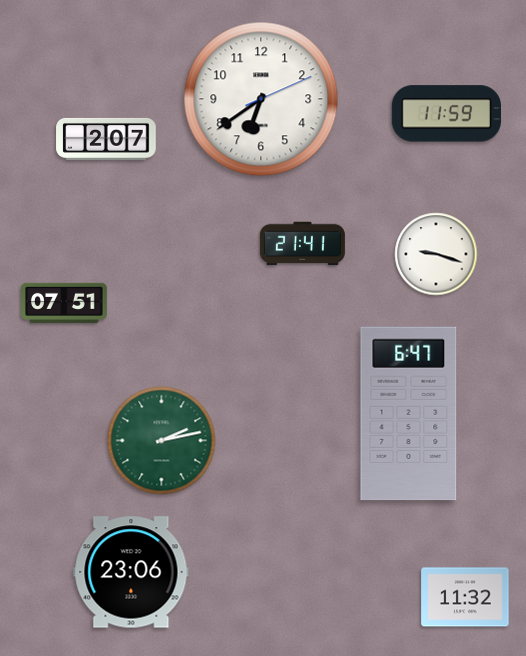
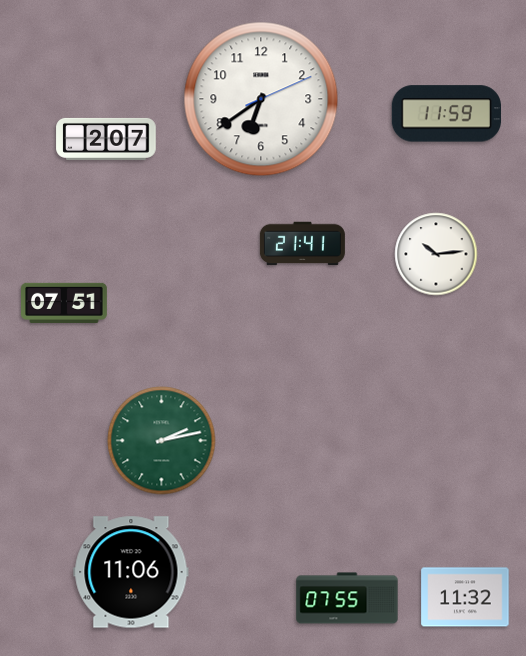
clock at (436, 254): 9:18 -> 10:14
clock at (409, 414): 6:47 -> none
clock at (131, 572): 23:06 -> 11:06
clock at (347, 598): none -> 07:55
